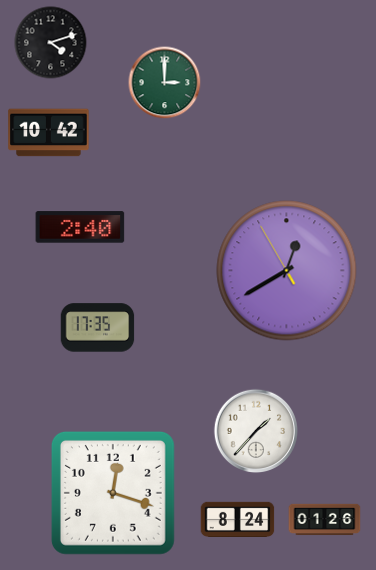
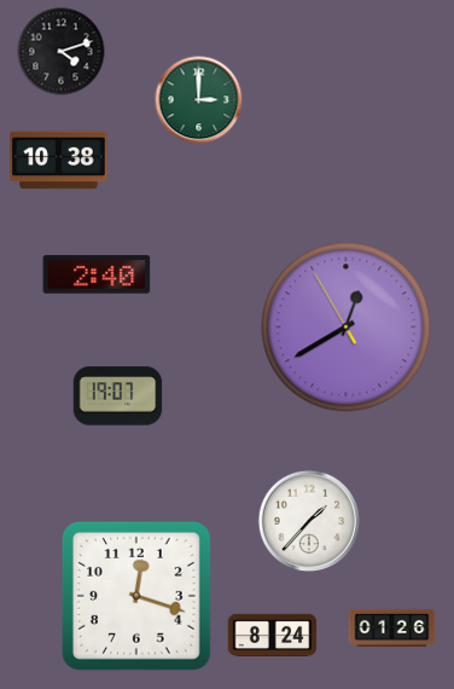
clock at (49, 133): 10:42 -> 10:38
clock at (98, 328): 17:35 -> 19:07
clock at (238, 520) position: (238, 520) -> (273, 636)
